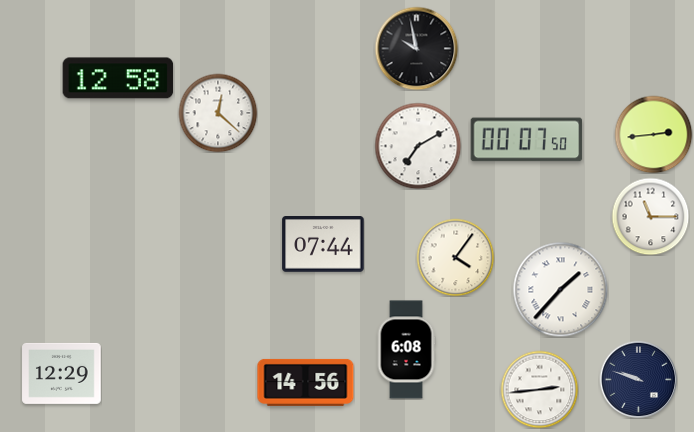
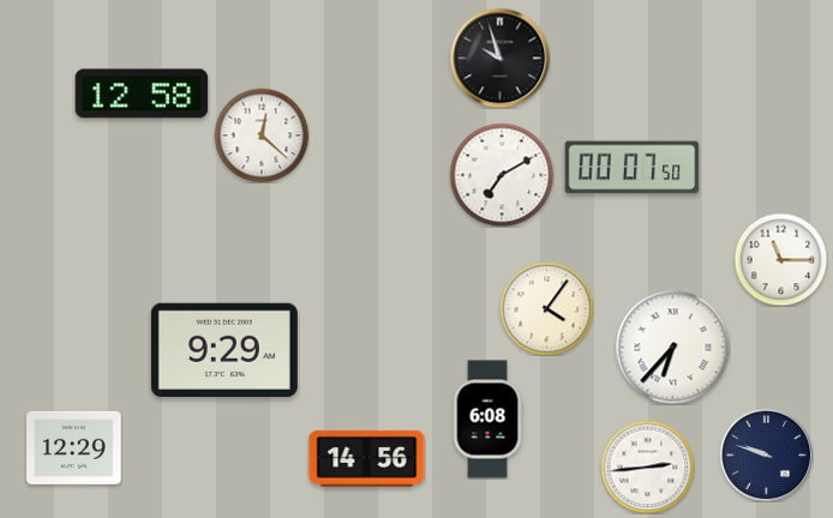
clock at (416, 48): 9:58 -> 9:57
clock at (653, 134): 2:44 -> none
clock at (323, 244): 07:44 -> none
clock at (560, 289): 1:37 -> 6:37
clock at (224, 350): none -> 9:29
